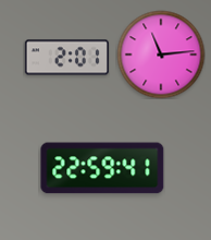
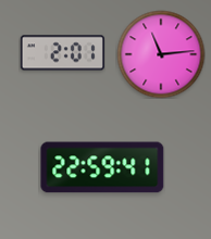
clock at (66, 58) position: (66, 58) -> (62, 53)
